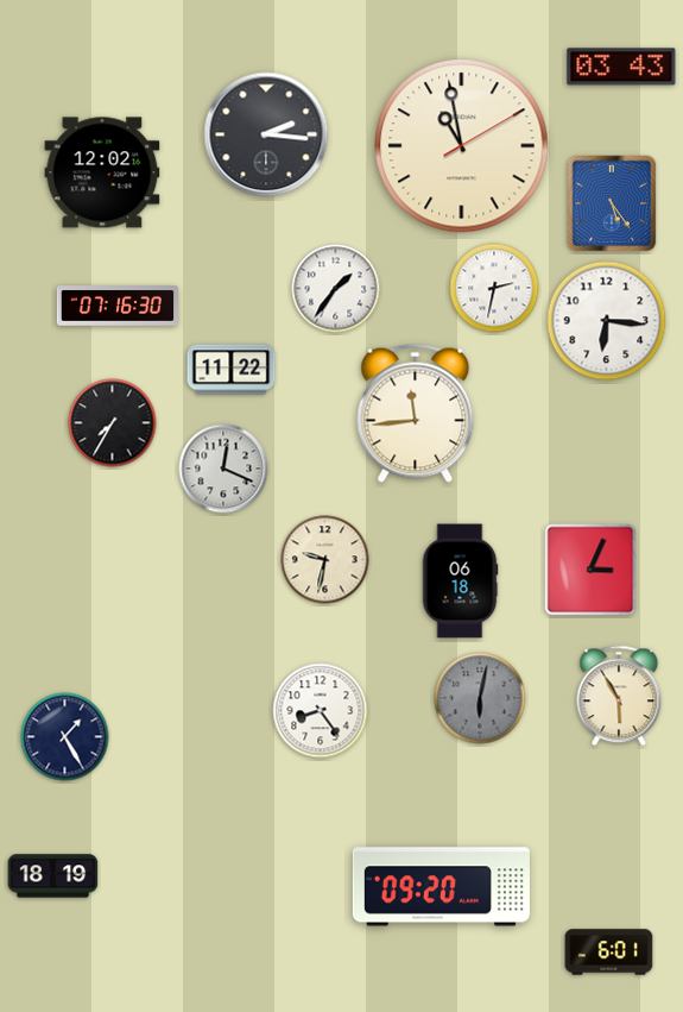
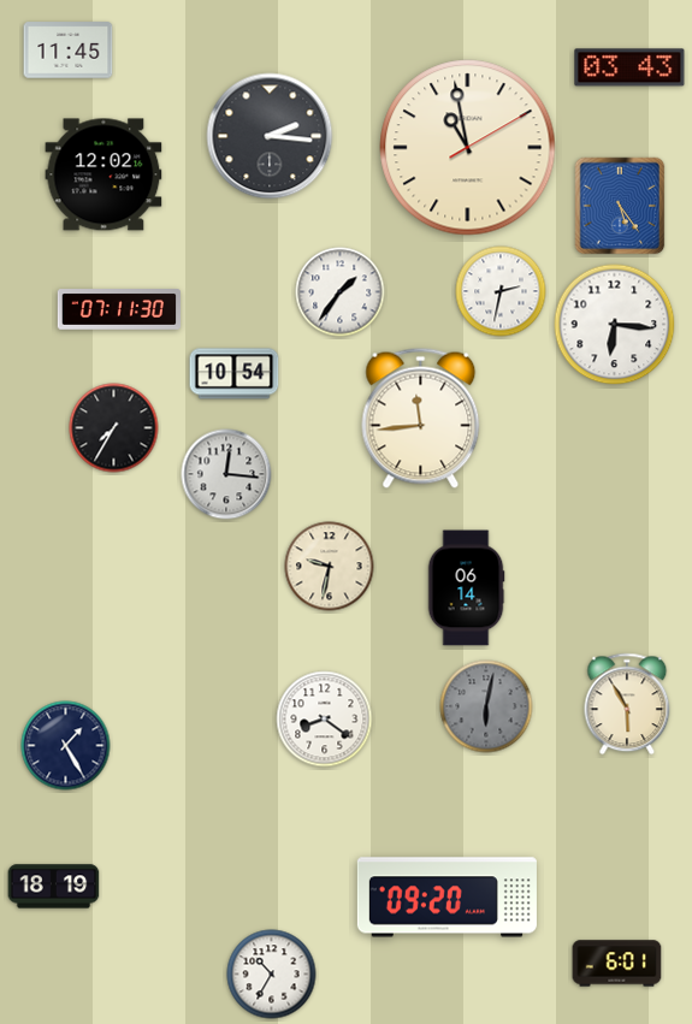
clock at (69, 51): none -> 11:45
clock at (116, 306): 07:16 -> 07:11
clock at (232, 370): 11:22 -> 10:54
clock at (223, 469): 12:19 -> 12:16
clock at (590, 570): 3:04 -> none
clock at (460, 582): 06:18 -> 06:14
clock at (321, 711): 8:24 -> 8:21
clock at (272, 975): none -> 10:35
